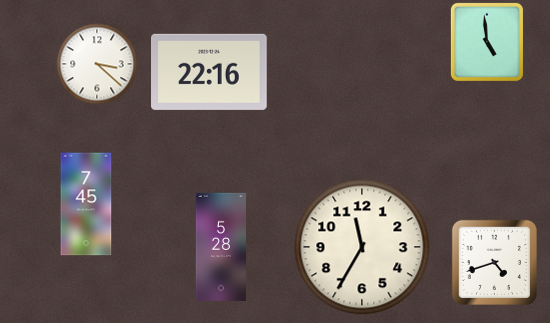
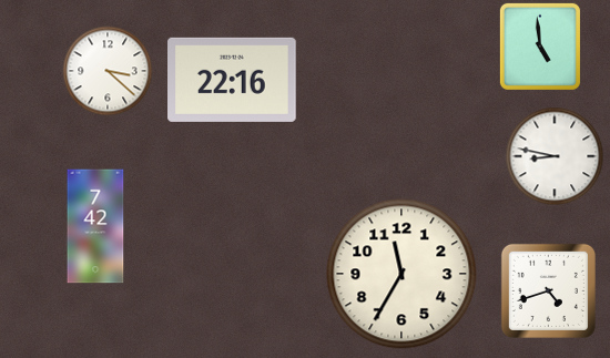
clock at (555, 156): none -> 8:47
clock at (86, 204): 7:45 -> 7:42
clock at (220, 246): 5:28 -> none
